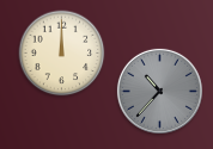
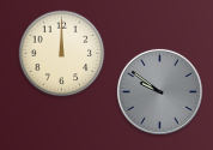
clock at (159, 91): 10:37 -> 9:51
